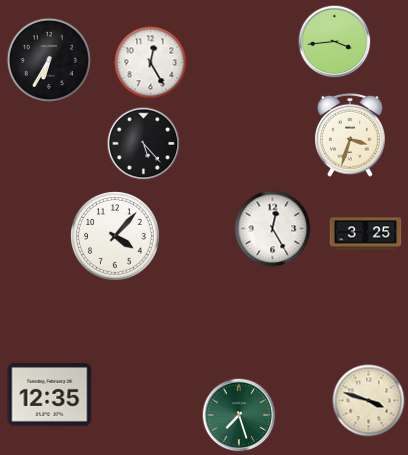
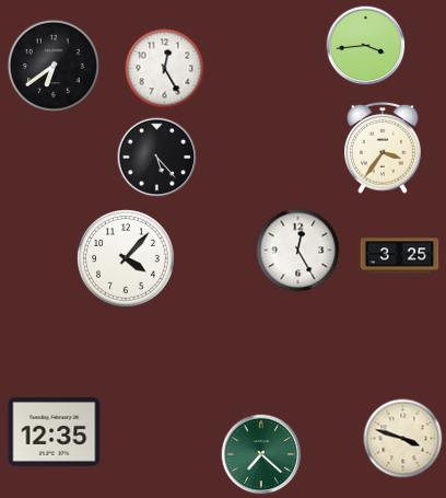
clock at (49, 60): 6:35 -> 6:39
clock at (351, 135): 3:33 -> 3:36
clock at (239, 415): 7:27 -> 7:22
